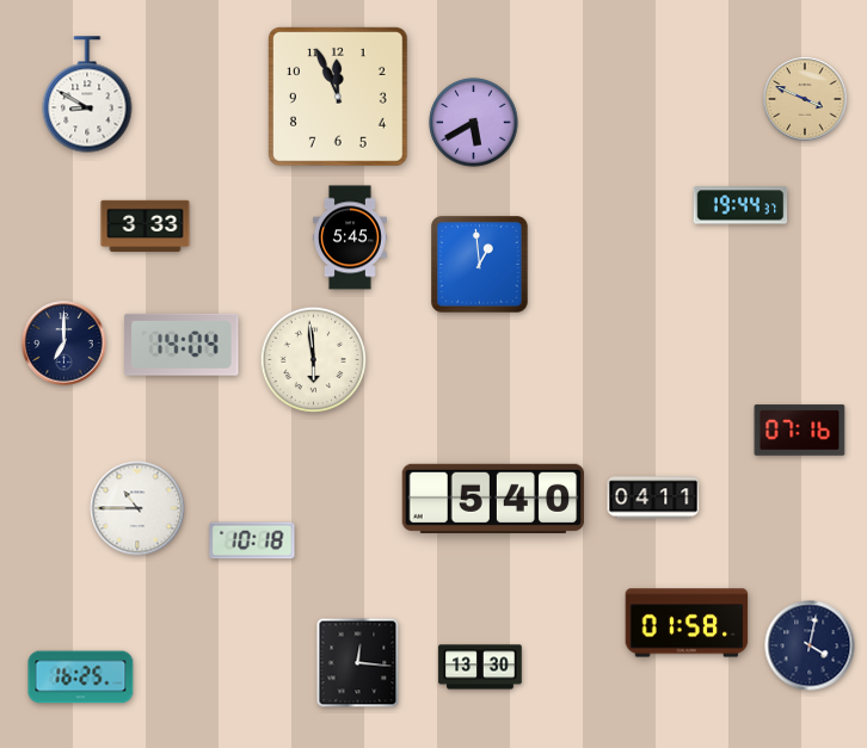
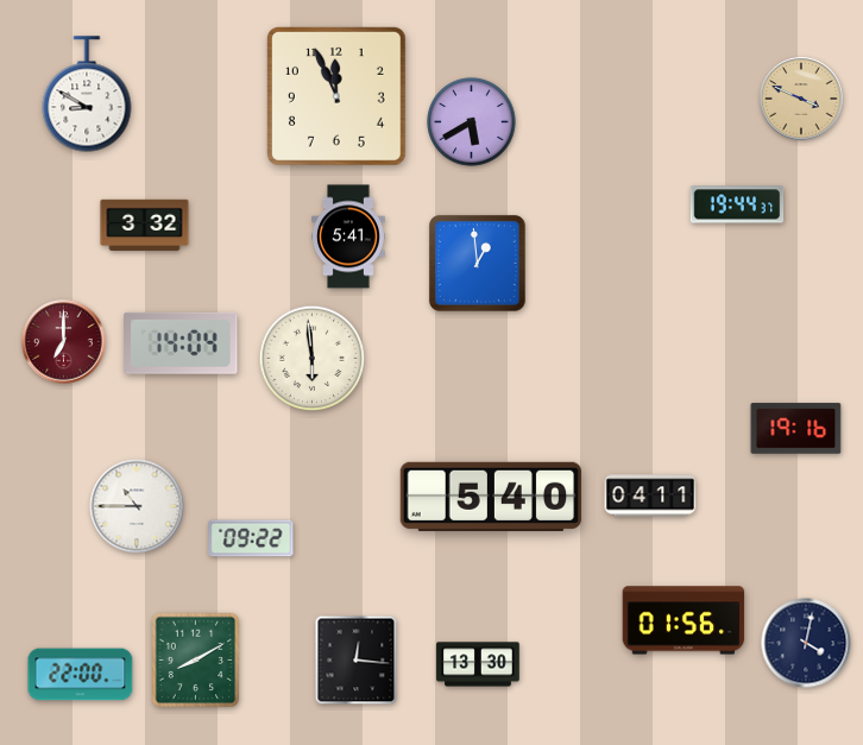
clock at (146, 227): 3:33 -> 3:32
clock at (350, 237): 5:45 -> 5:41
clock at (64, 344) dial: navy -> burgundy
clock at (800, 431): 07:16 -> 19:16
clock at (252, 540): 10:18 -> 09:22
clock at (687, 623): 01:58 -> 01:56
clock at (196, 661): none -> 8:10
clock at (81, 678): 16:25 -> 22:00
